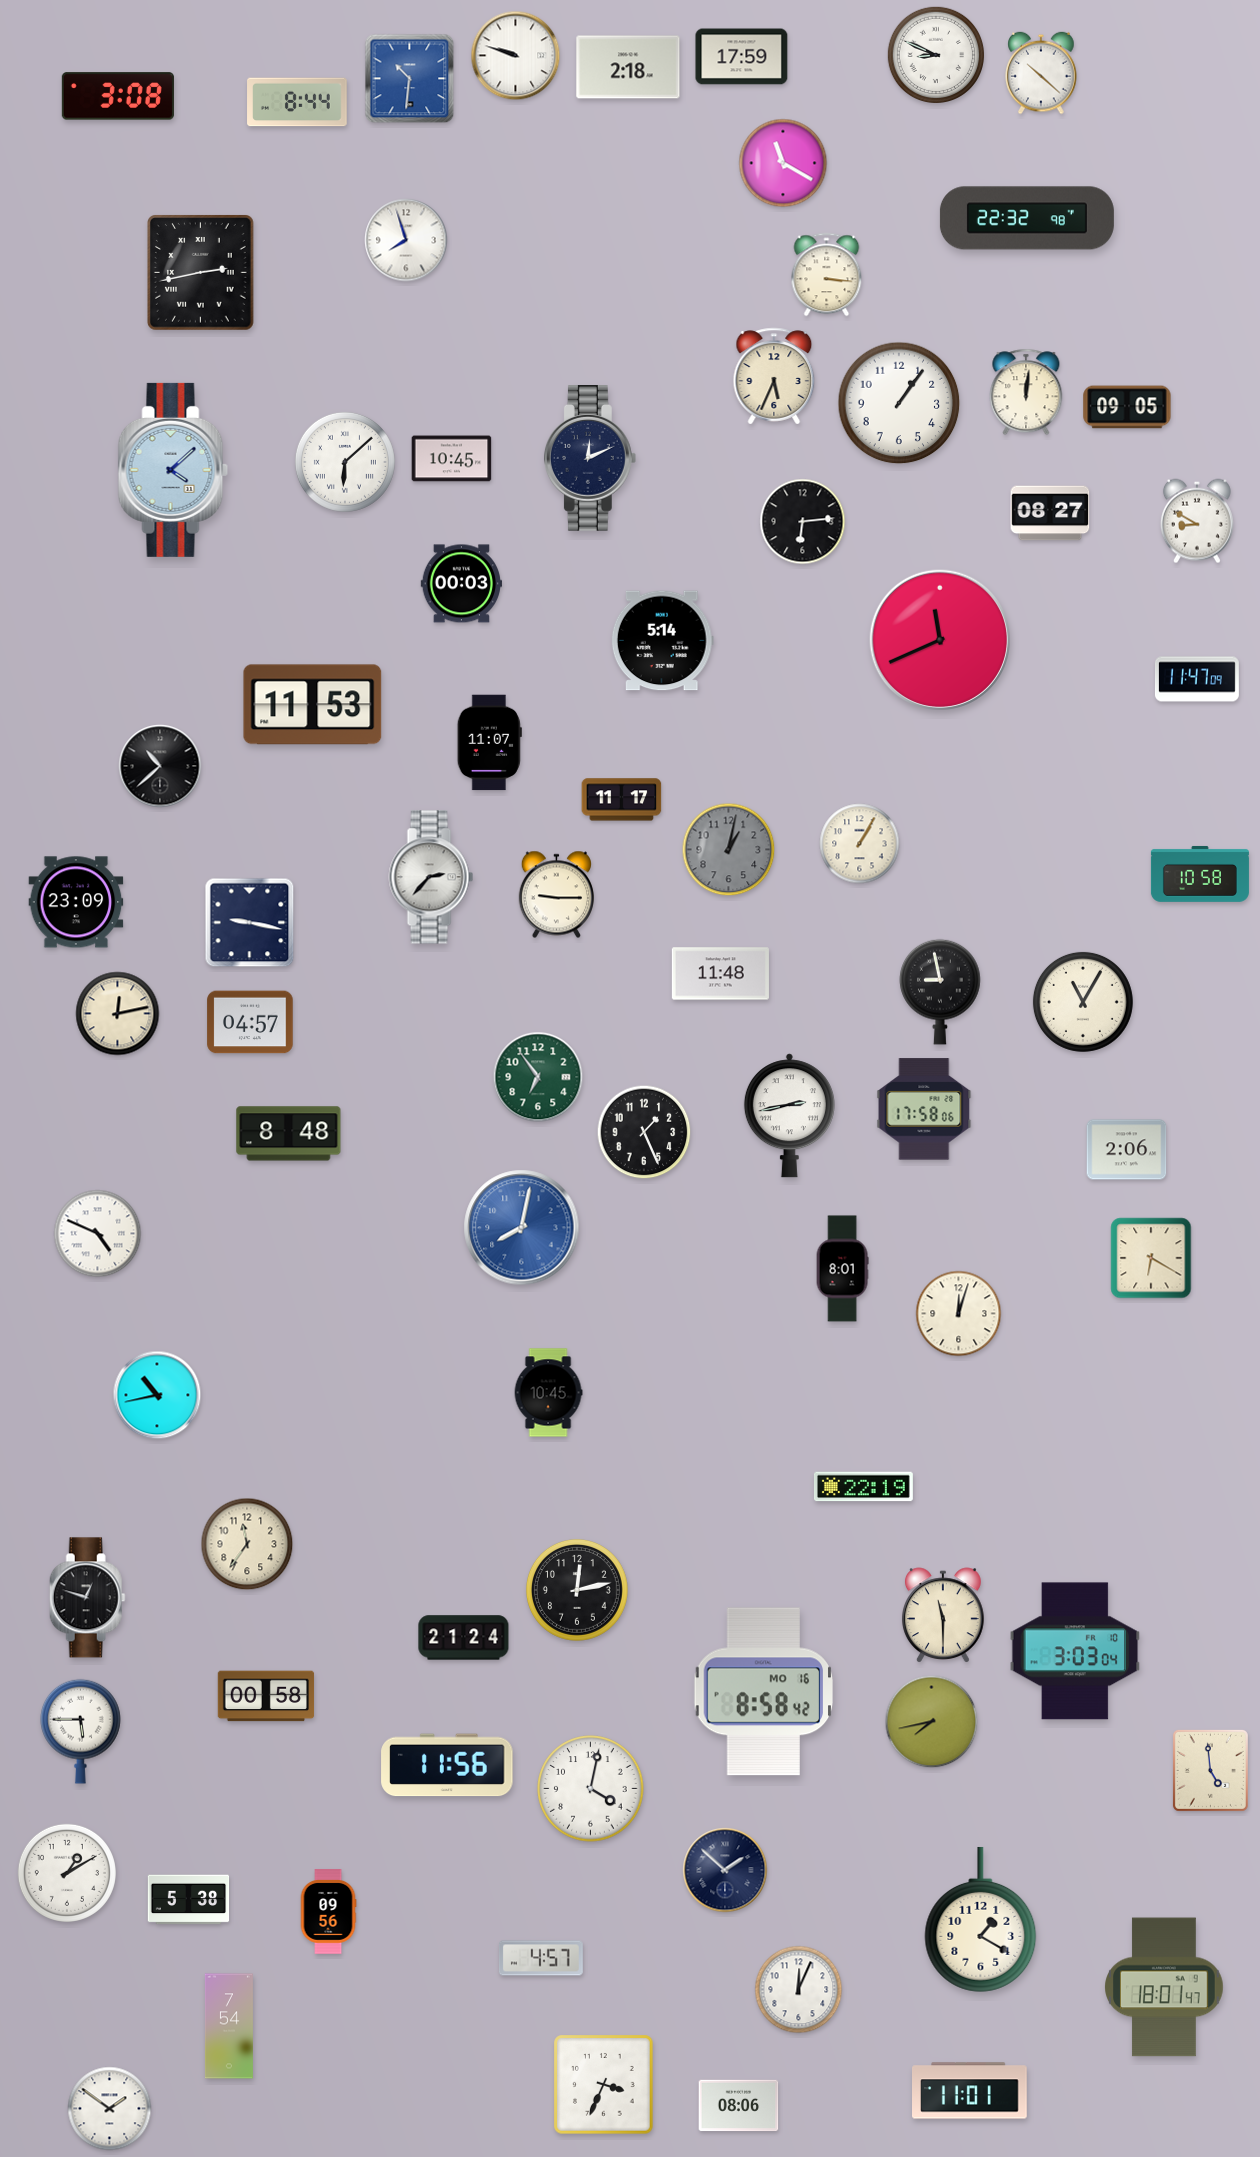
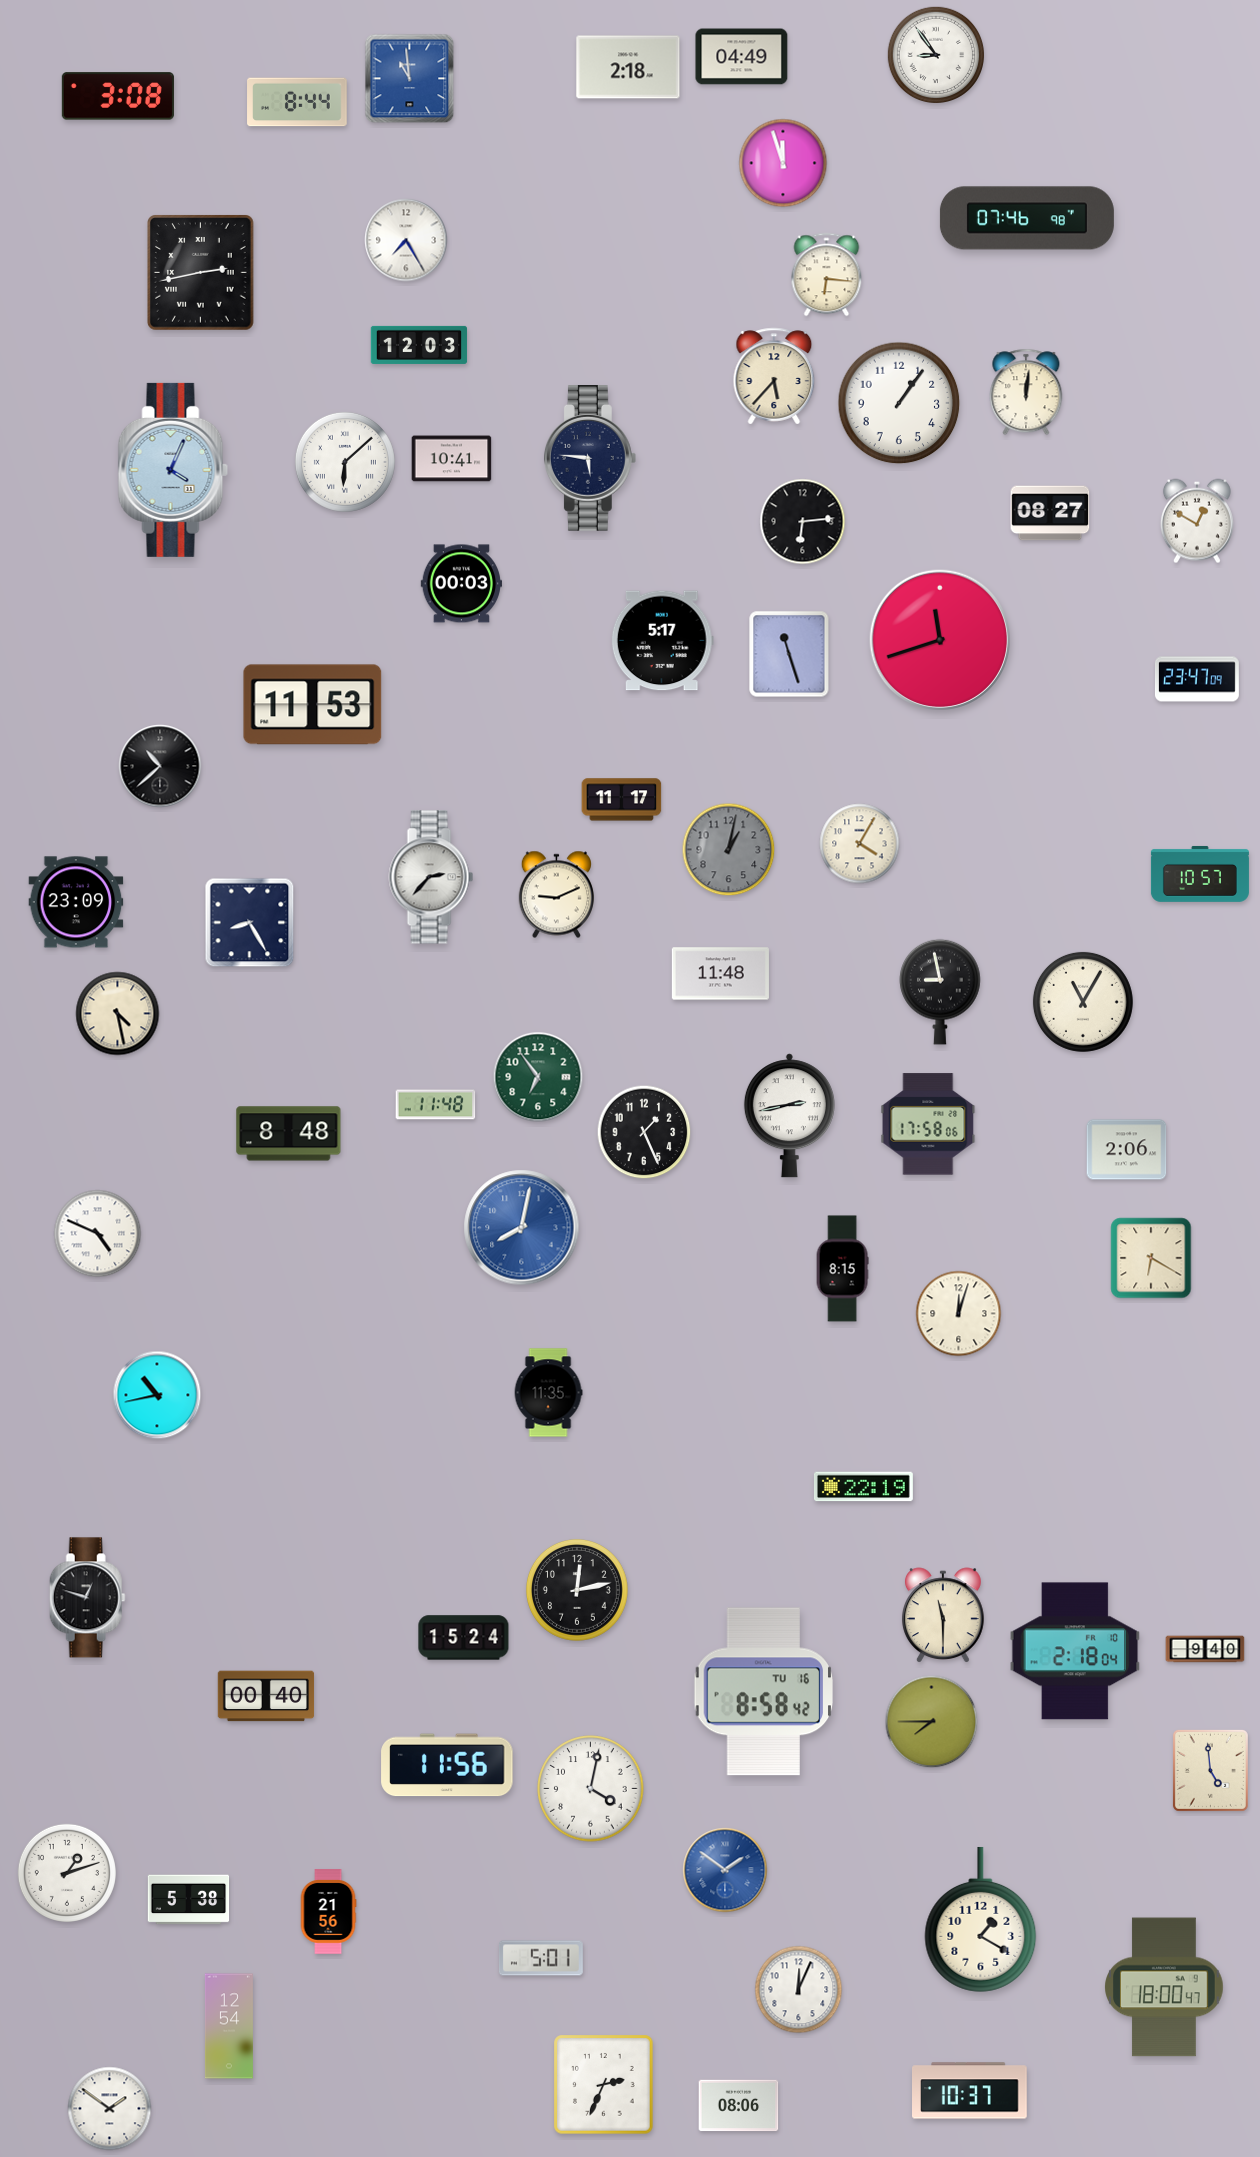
clock at (935, 54): 8:49 -> 8:54
clock at (516, 56): 9:48 -> none
clock at (742, 57): 17:59 -> 04:49
clock at (1041, 73): 10:22 -> none
clock at (410, 79): 10:31 -> 10:59
clock at (783, 163): 11:20 -> 11:57
clock at (1027, 218): 22:32 -> 07:46
clock at (406, 240): 7:57 -> 7:25
clock at (827, 275): 3:16 -> 6:16
clock at (419, 345): none -> 12:03
clock at (774, 376): 5:34 -> 5:37
clock at (1127, 407): 09:05 -> none
clock at (590, 458): 12:11 -> 5:46
clock at (452, 459): 10:45 -> 10:41
clock at (173, 470): 4:08 -> 4:04
clock at (1197, 521): 8:50 -> 12:50
clock at (940, 640): 11:41 -> 11:42
clock at (662, 641): 5:14 -> 5:17
clock at (789, 654): none -> 11:27
clock at (1197, 679): 11:47 -> 23:47
clock at (489, 743): 11:07 -> none
clock at (860, 844): 1:05 -> 4:05
clock at (1200, 874): 10:58 -> 10:57
clock at (556, 895): 9:15 -> 9:11
clock at (250, 923): 9:17 -> 8:25
clock at (118, 1014): 12:13 -> 4:28
clock at (250, 1022): 04:57 -> none
clock at (436, 1105): none -> 11:48
clock at (924, 1109) position: (924, 1109) -> (928, 1124)
clock at (842, 1269): 8:01 -> 8:15
clock at (548, 1393): 10:45 -> 11:35
clock at (247, 1544): 11:36 -> none
clock at (464, 1638): 21:24 -> 15:24
clock at (1205, 1649): none -> 9:40
clock at (1075, 1651): 3:03 -> 2:18
clock at (764, 1692) date: MO 16 -> TU 16
clock at (266, 1696): 00:58 -> 00:40
clock at (932, 1722): 7:43 -> 7:45
clock at (81, 1731): 5:45 -> none
clock at (725, 1870): 1:52 -> 1:51
clock at (725, 1870) dial: navy -> blue
clock at (67, 1873): 1:10 -> 1:12
clock at (328, 1912): 09:56 -> 21:56
clock at (541, 1958): 4:57 -> 5:01
clock at (1164, 1987): 18:01 -> 18:00
clock at (229, 2026): 7:54 -> 12:54
clock at (604, 2085): 3:34 -> 2:34
clock at (970, 2091): 11:01 -> 10:37
